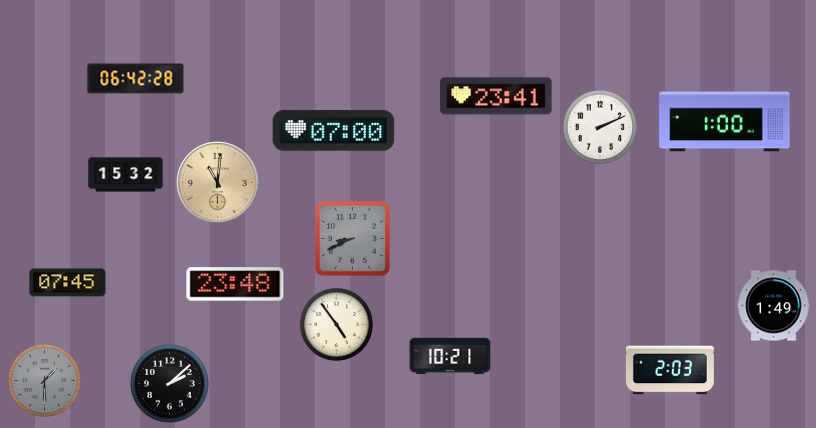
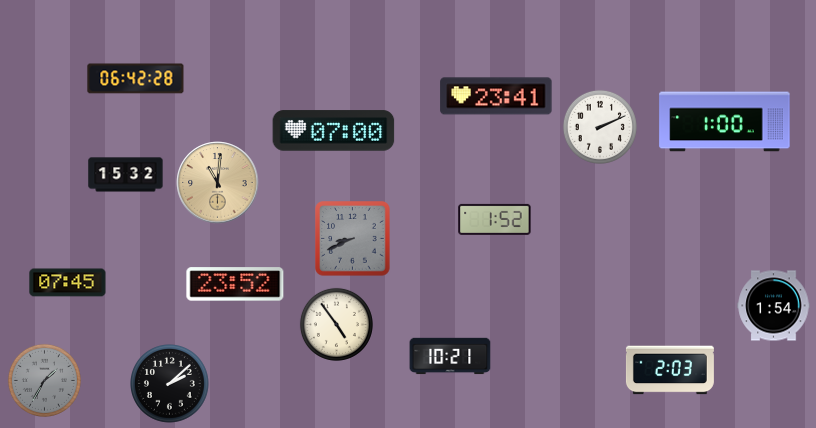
clock at (495, 219): none -> 1:52
clock at (235, 284): 23:48 -> 23:52
clock at (774, 306): 1:49 -> 1:54
clock at (44, 380): 1:30 -> 1:35
